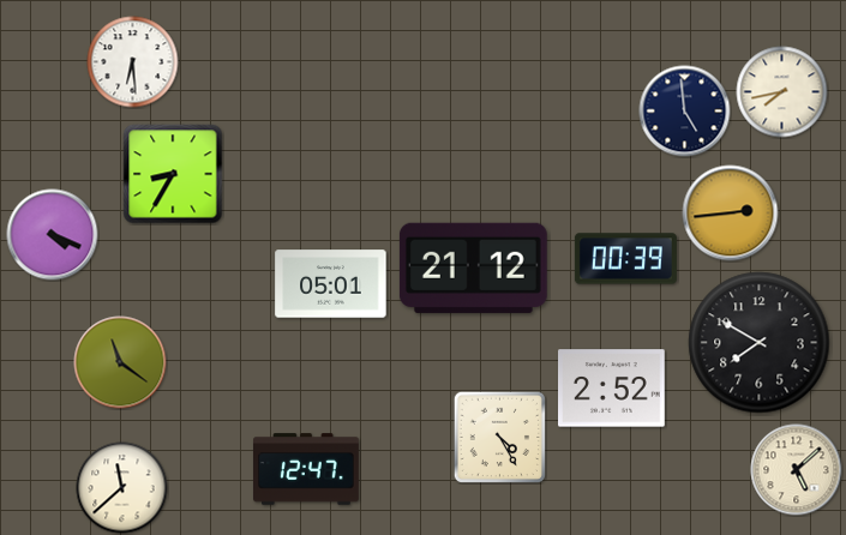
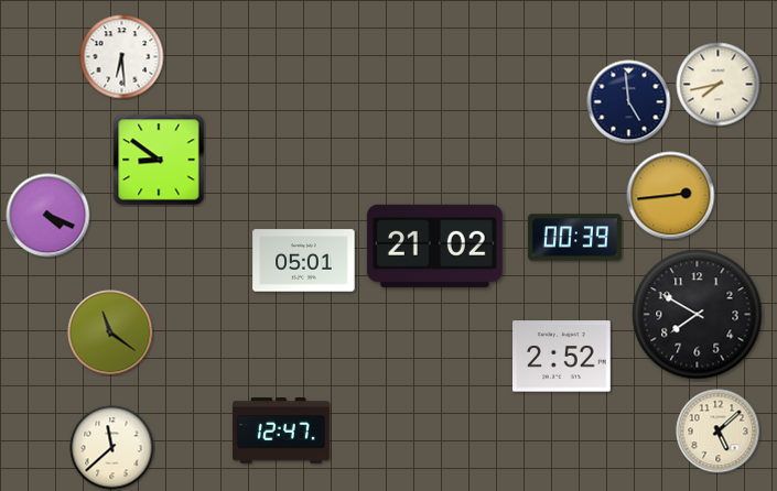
clock at (173, 174): 8:35 -> 8:51
clock at (473, 267): 21:12 -> 21:02
clock at (499, 437): 4:25 -> none
clock at (797, 470) position: (797, 470) -> (719, 432)
